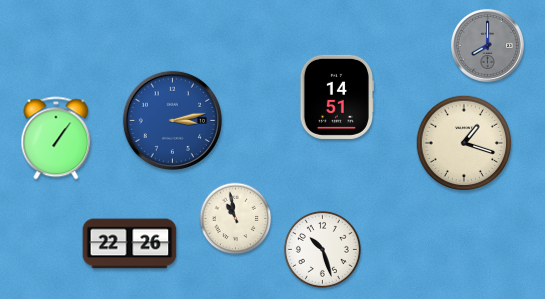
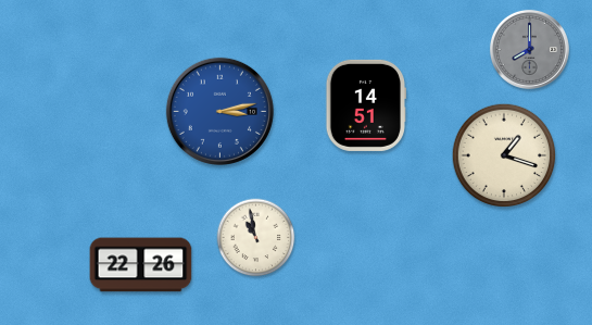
clock at (172, 120) position: (172, 120) -> (219, 111)
clock at (56, 138): 1:06 -> none
clock at (322, 249): 10:27 -> none
